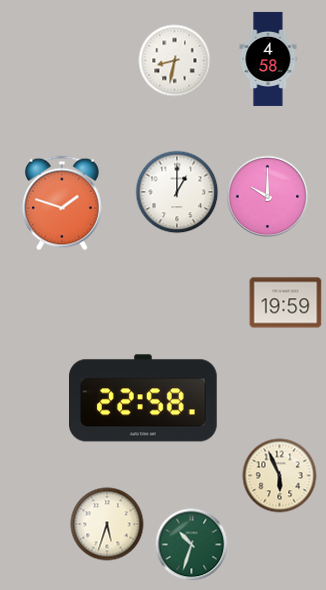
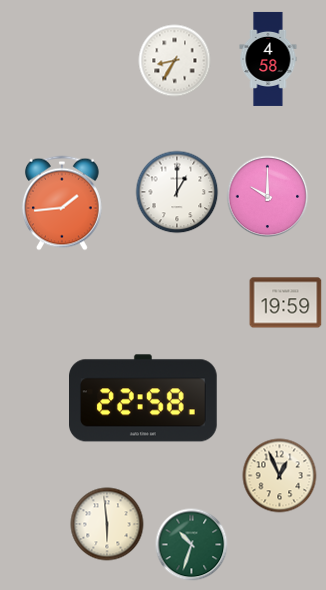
clock at (175, 61): 8:32 -> 8:35
clock at (62, 203): 1:48 -> 1:44
clock at (280, 476): 5:56 -> 12:56
clock at (107, 524): 5:33 -> 5:59
